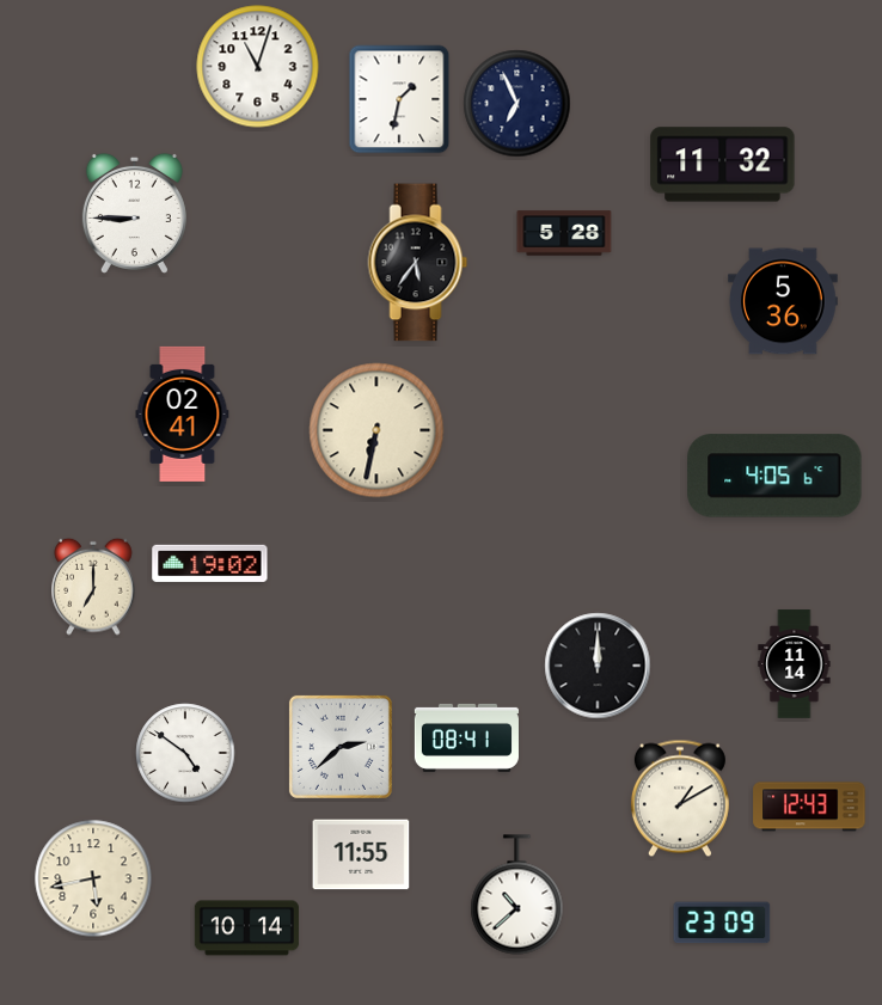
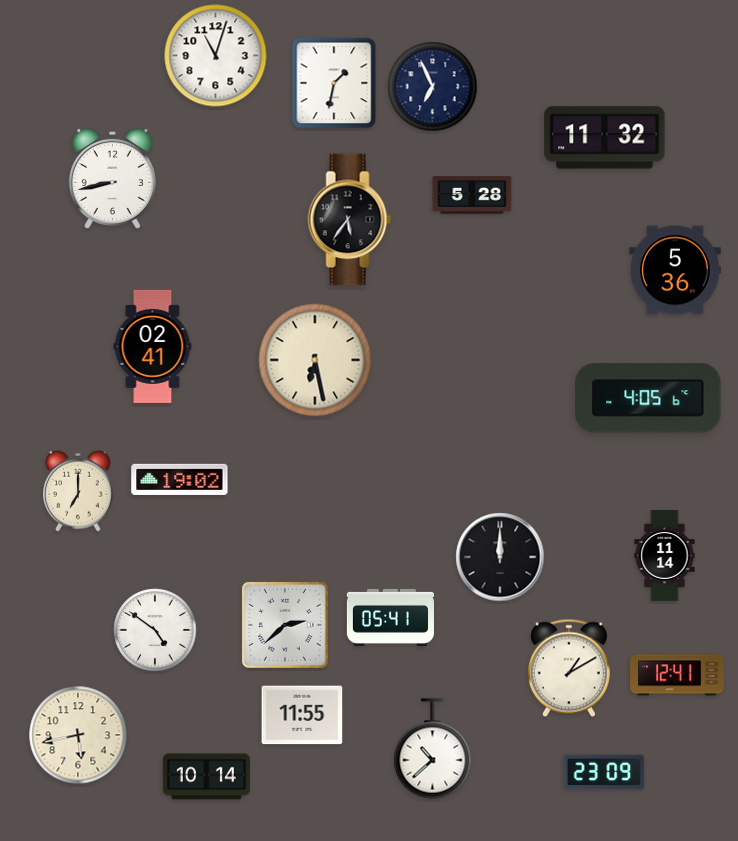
clock at (134, 213): 8:45 -> 8:43
clock at (783, 301) position: (783, 301) -> (675, 270)
clock at (376, 430): 6:32 -> 6:28
clock at (210, 563) position: (210, 563) -> (180, 479)
clock at (466, 737): 08:41 -> 05:41
clock at (809, 807): 12:43 -> 12:41
